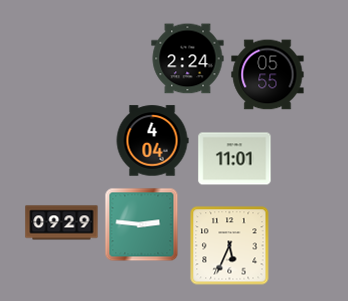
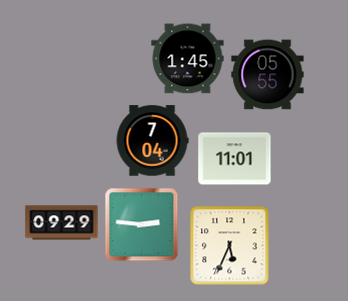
clock at (188, 59): 2:24 -> 1:45
clock at (152, 141): 4:04 -> 7:04
